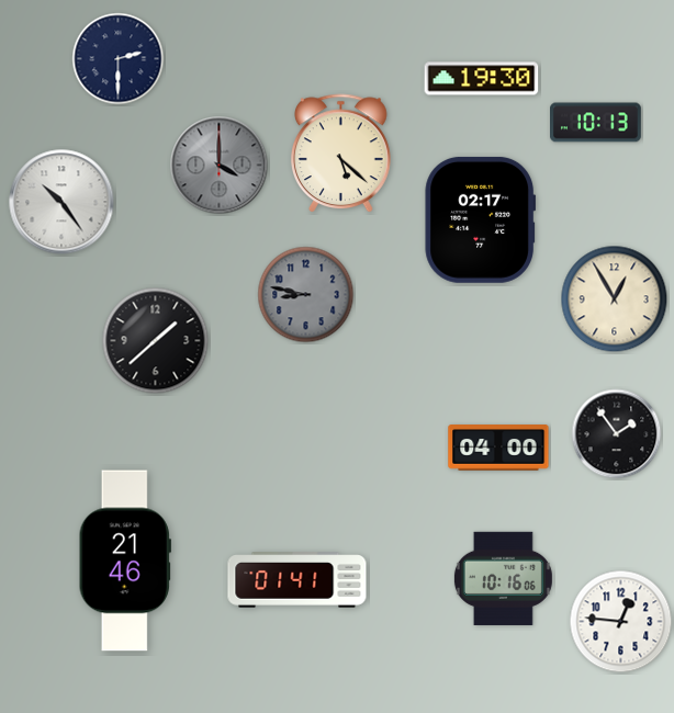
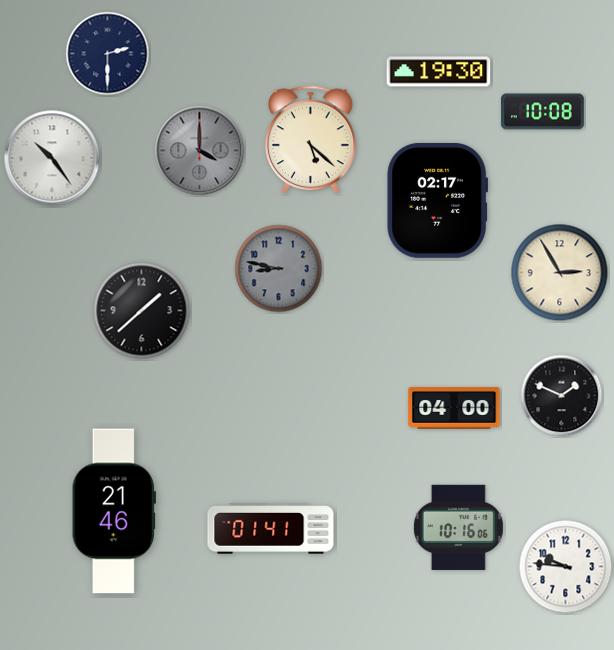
clock at (596, 123): 10:13 -> 10:08
clock at (61, 202) position: (61, 202) -> (52, 158)
clock at (615, 299): 12:55 -> 2:55
clock at (617, 434): 1:54 -> 1:49
clock at (621, 622): 12:46 -> 9:46
